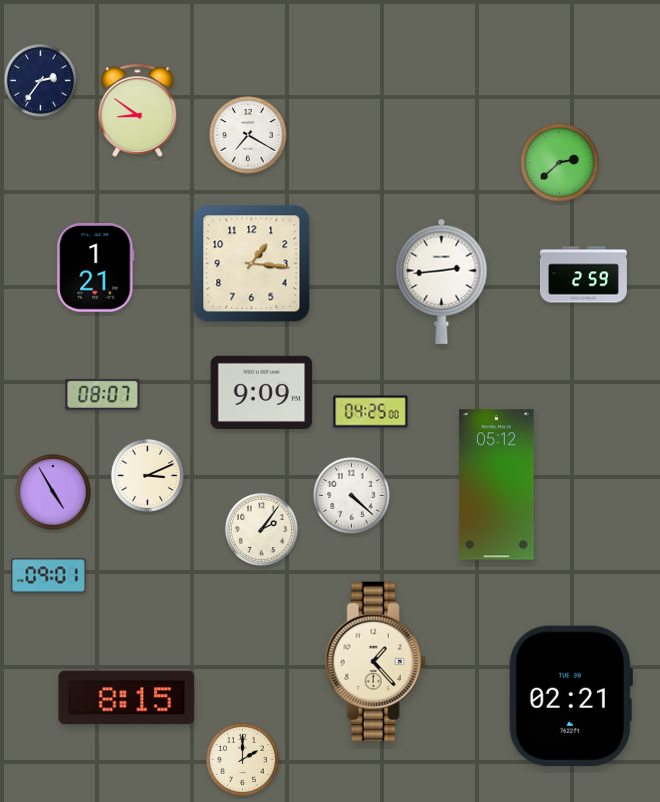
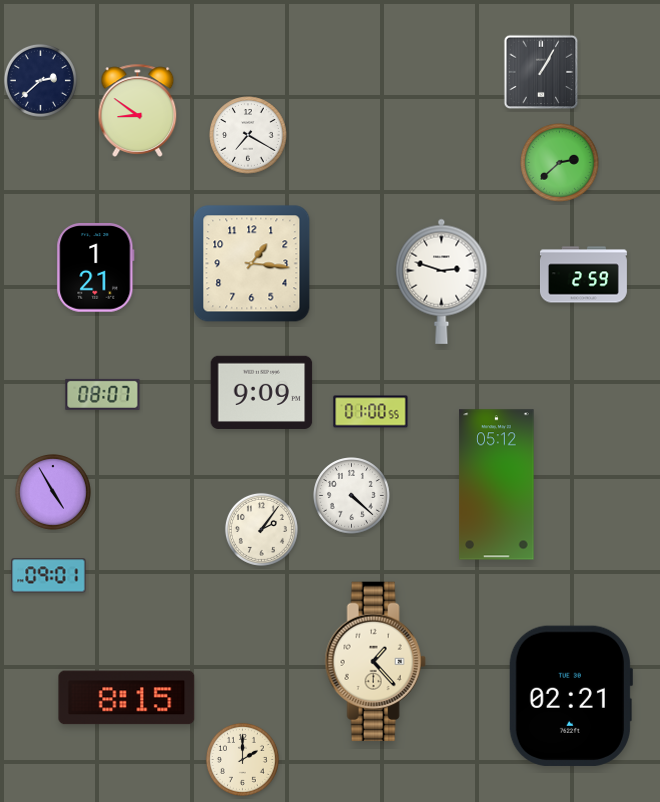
clock at (541, 72): none -> 1:05
clock at (40, 80): 2:36 -> 2:38
clock at (442, 281): 2:44 -> 2:48
clock at (371, 412): 04:25 -> 01:00
clock at (147, 475): 3:11 -> none
